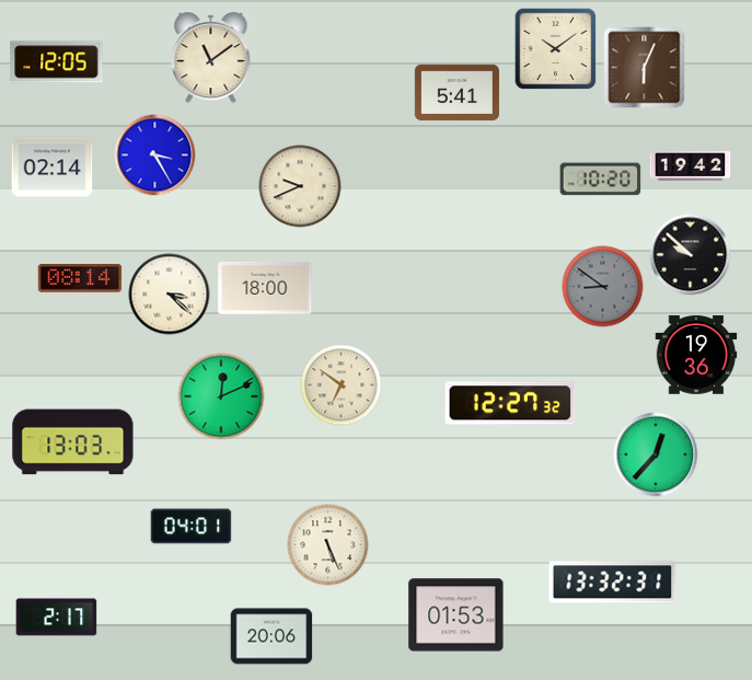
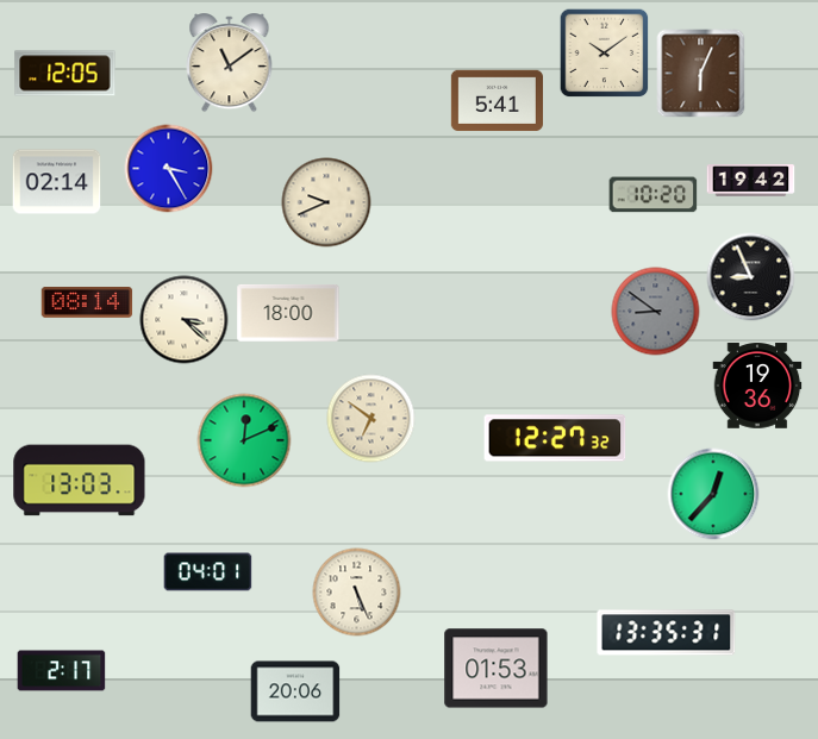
clock at (57, 62) position: (57, 62) -> (65, 74)
clock at (691, 255): 9:52 -> 8:56
clock at (221, 396) position: (221, 396) -> (244, 440)
clock at (613, 583): 13:32 -> 13:35
